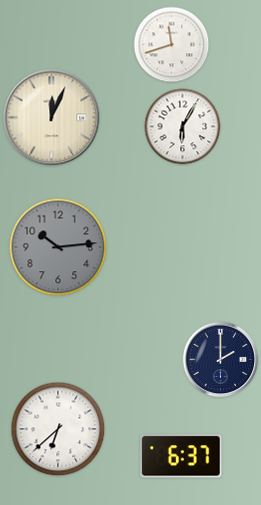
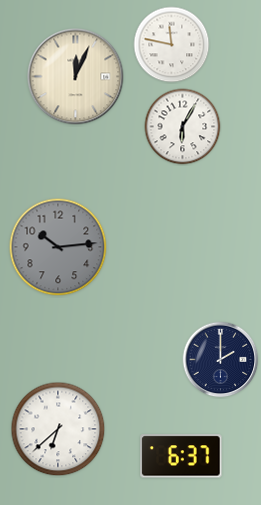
clock at (172, 45): 11:42 -> 11:47
clock at (52, 118) position: (52, 118) -> (76, 77)
